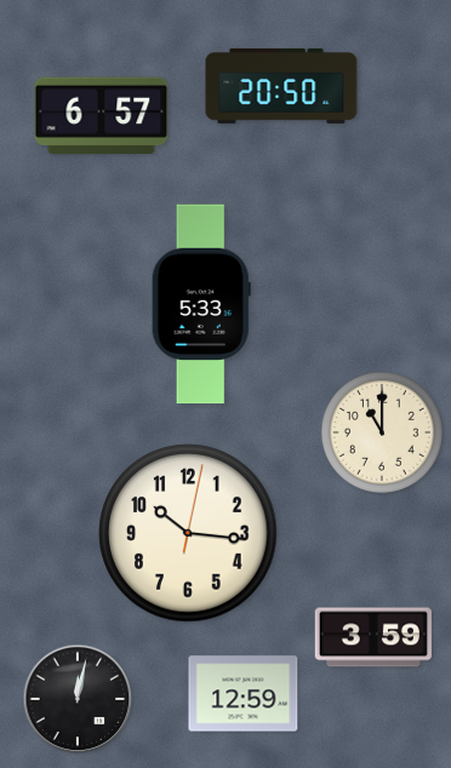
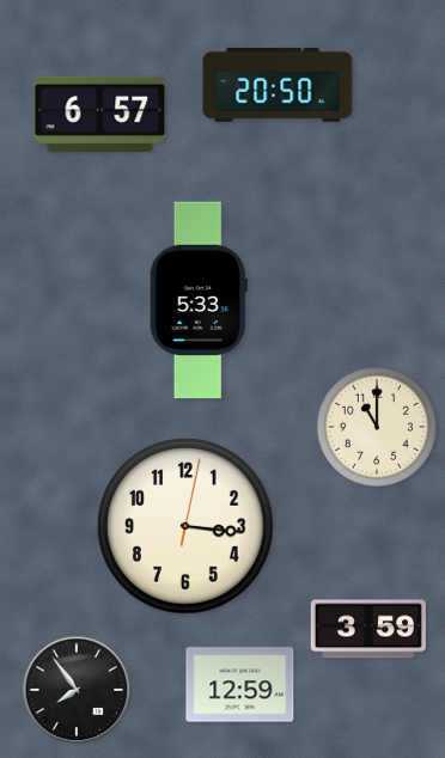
clock at (188, 533): 10:16 -> 3:16
clock at (78, 699): 12:02 -> 7:54
